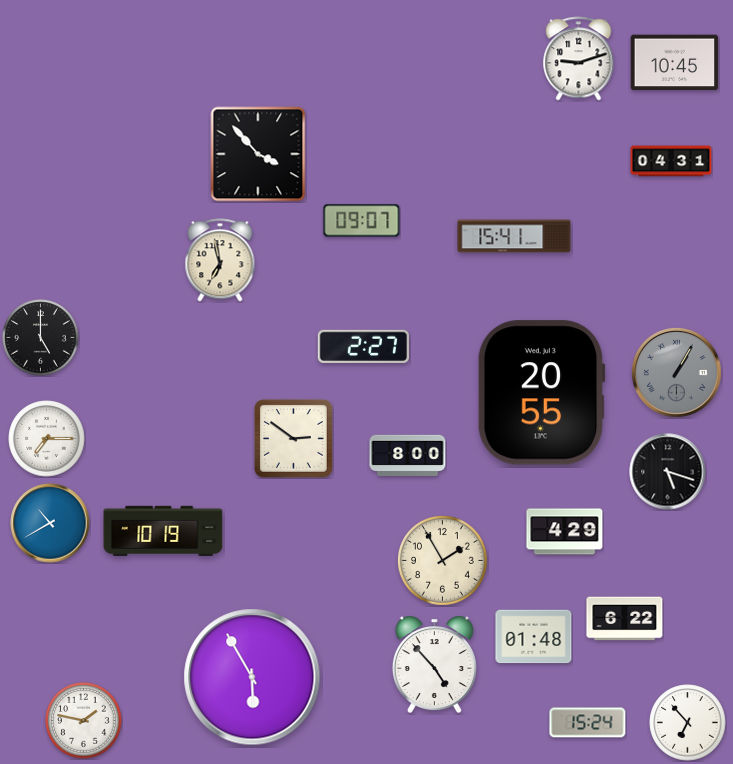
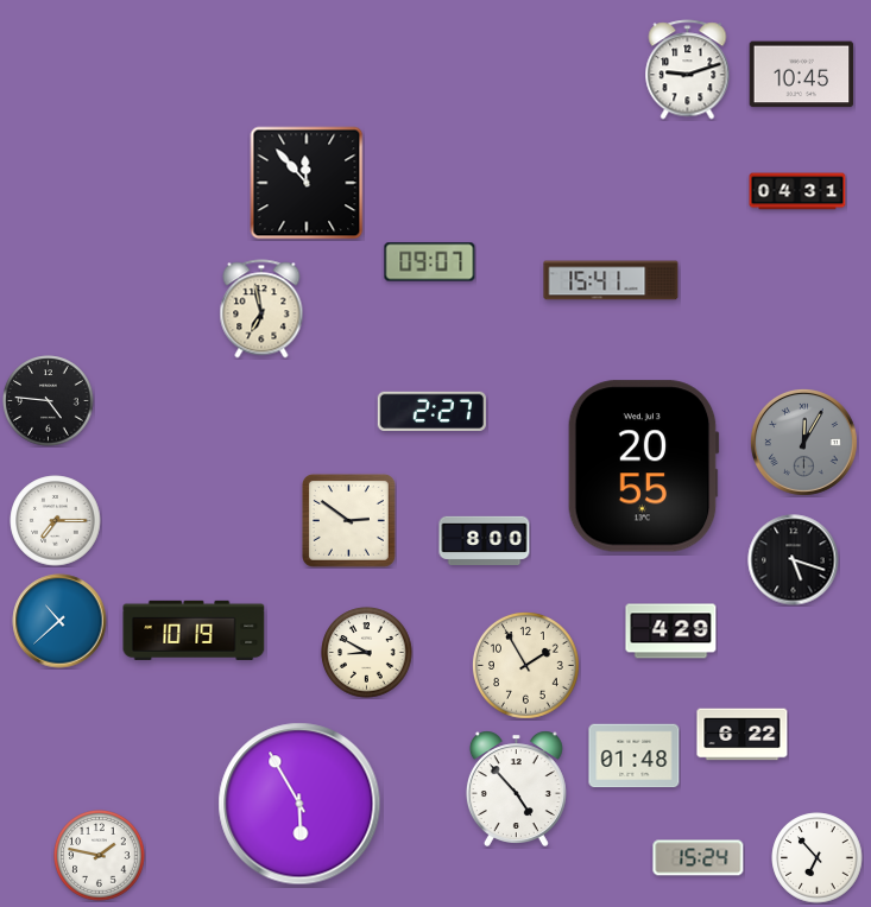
clock at (258, 154): 3:53 -> 11:53
clock at (41, 338): 5:00 -> 4:46
clock at (676, 372): 1:05 -> 12:05
clock at (50, 523): 10:40 -> 10:38
clock at (367, 653): none -> 8:50
